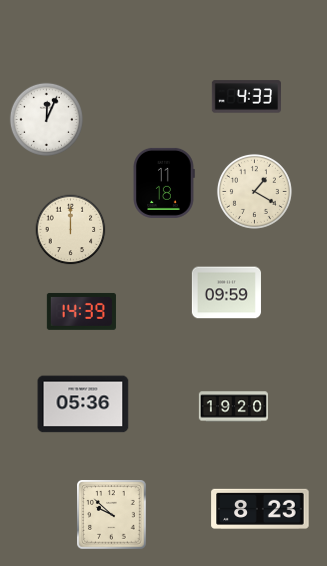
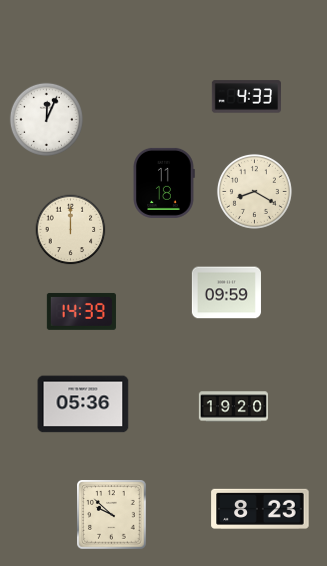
clock at (254, 191): 1:20 -> 8:20
